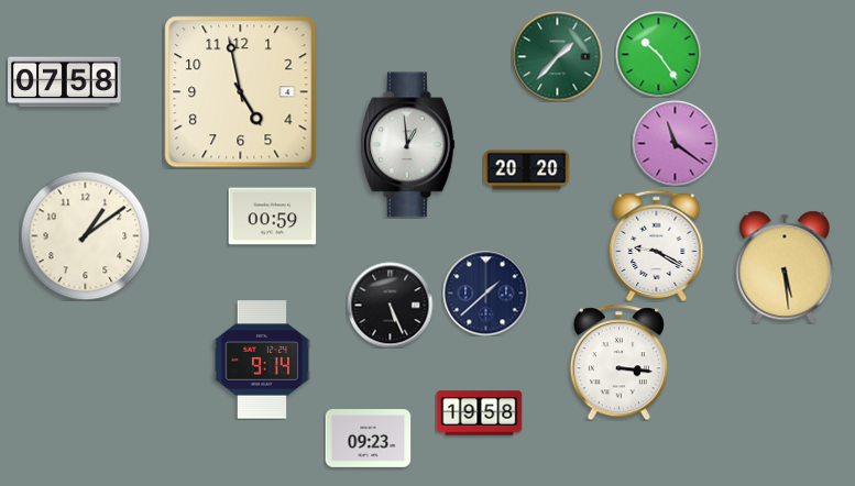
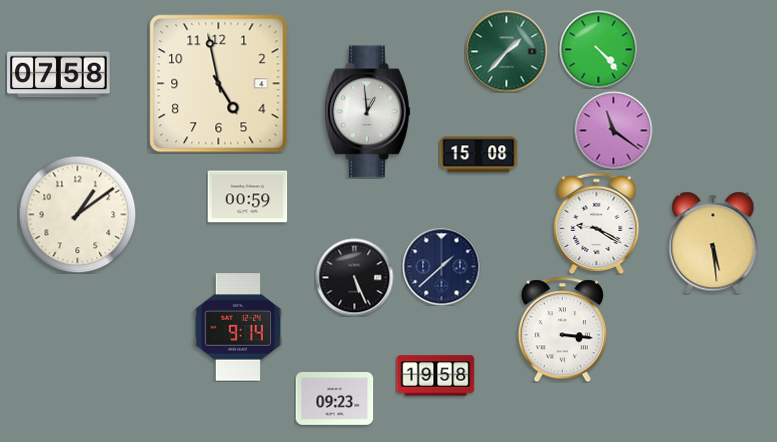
clock at (658, 54): 10:24 -> 4:23
clock at (407, 145) position: (407, 145) -> (367, 112)
clock at (526, 170): 20:20 -> 15:08
